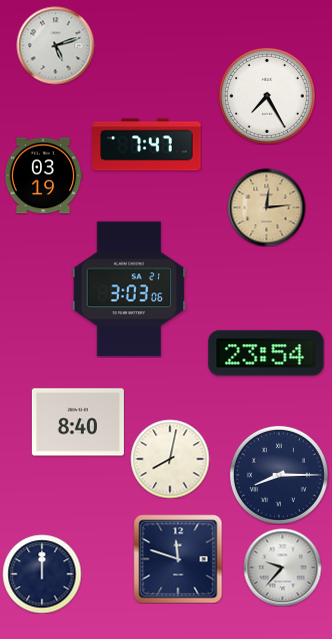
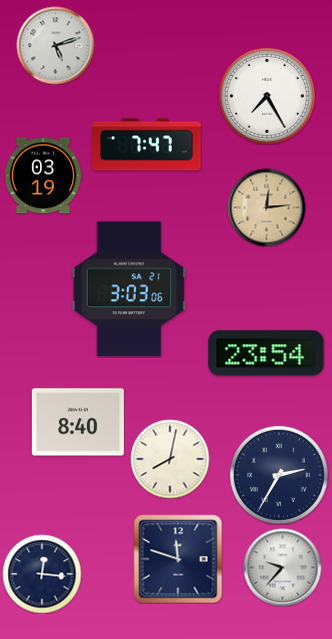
clock at (279, 475): 8:15 -> 2:35
clock at (42, 574): 12:00 -> 12:16
